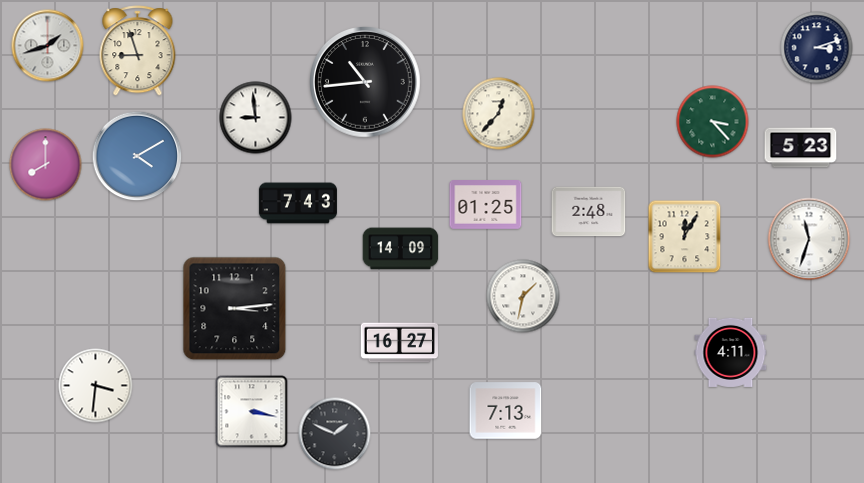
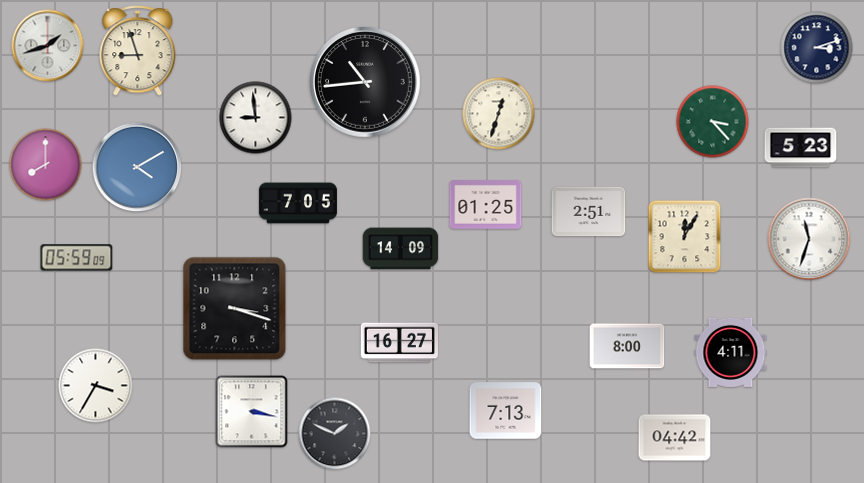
clock at (499, 114): 12:37 -> 12:33
clock at (137, 156) position: (137, 156) -> (137, 167)
clock at (298, 203): 7:43 -> 7:05
clock at (589, 212): 2:48 -> 2:51
clock at (77, 258): none -> 05:59
clock at (523, 296): 1:32 -> none
clock at (235, 309): 3:14 -> 3:18
clock at (627, 346): none -> 8:00
clock at (96, 386): 3:31 -> 3:35
clock at (675, 438): none -> 04:42
